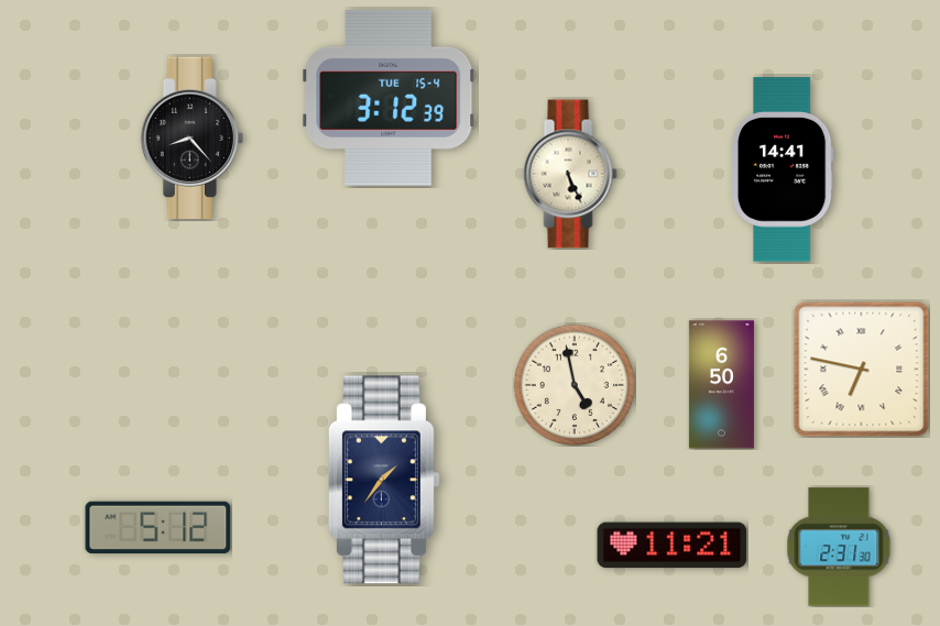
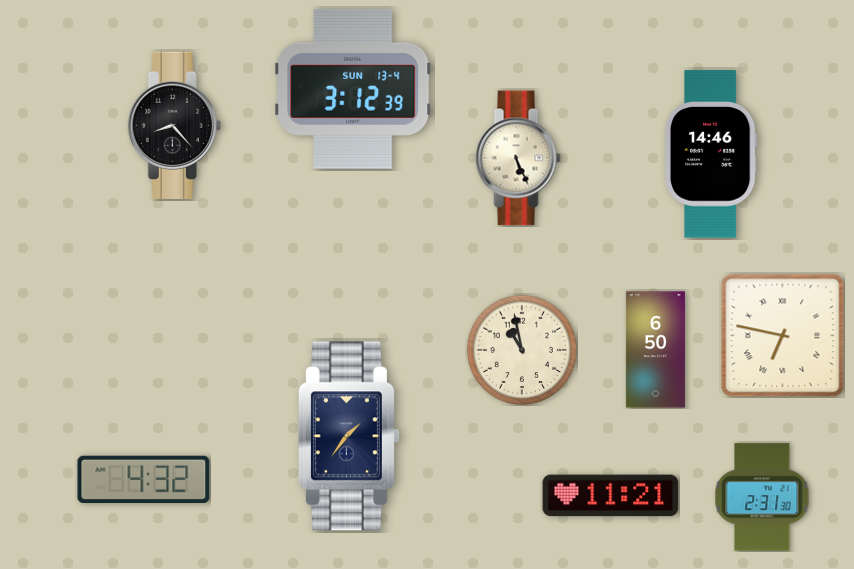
clock at (389, 98) date: TUE 15-4 -> SUN 13-4
clock at (783, 169): 14:41 -> 14:46
clock at (573, 384): 4:58 -> 10:58
clock at (159, 528): 5:12 -> 4:32
